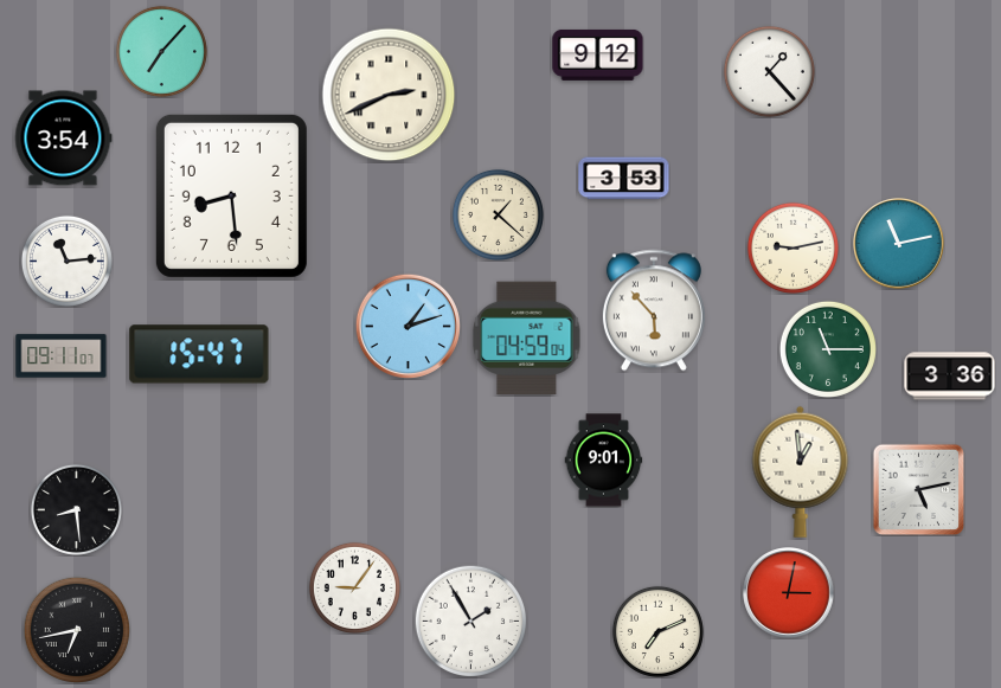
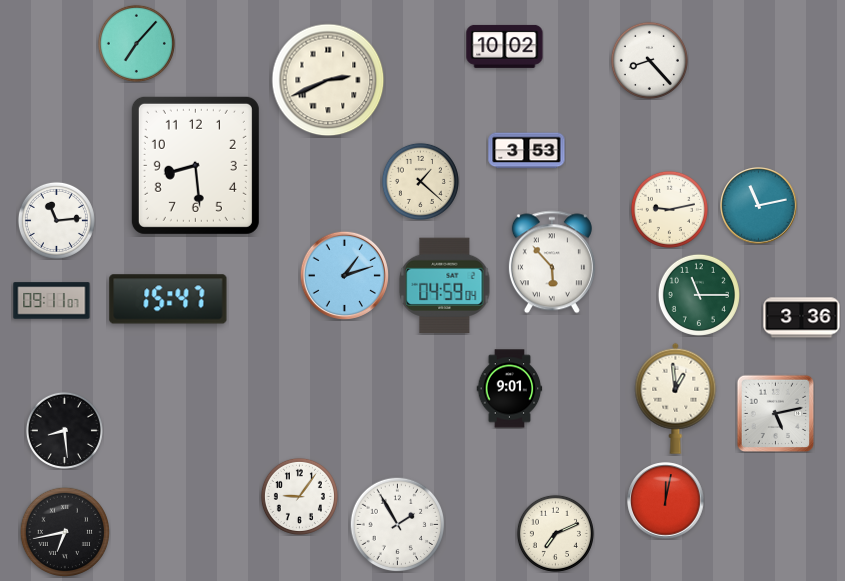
clock at (598, 54): 9:12 -> 10:02
clock at (769, 71): 1:23 -> 8:23
clock at (64, 139): 3:54 -> none
clock at (789, 593): 3:02 -> 12:02
